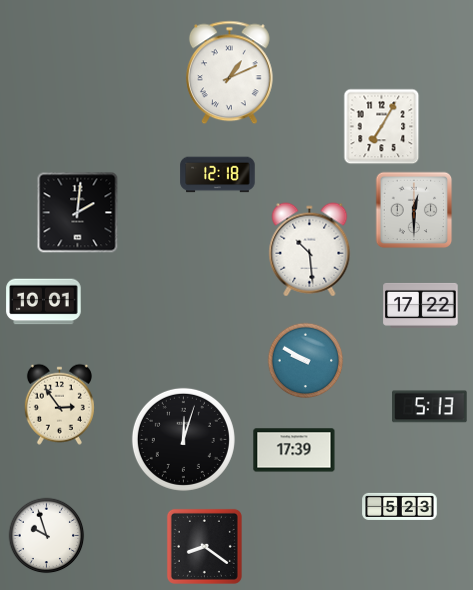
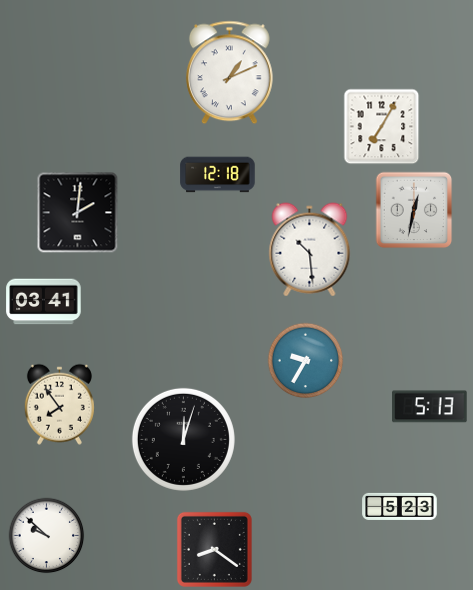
clock at (414, 210): 12:30 -> 12:32
clock at (44, 302): 10:01 -> 03:41
clock at (421, 305): 17:22 -> none
clock at (306, 361): 9:50 -> 9:35
clock at (59, 404): 2:54 -> 7:54
clock at (294, 450): 17:39 -> none
clock at (47, 536): 9:57 -> 9:52
clock at (204, 546) position: (204, 546) -> (214, 549)
